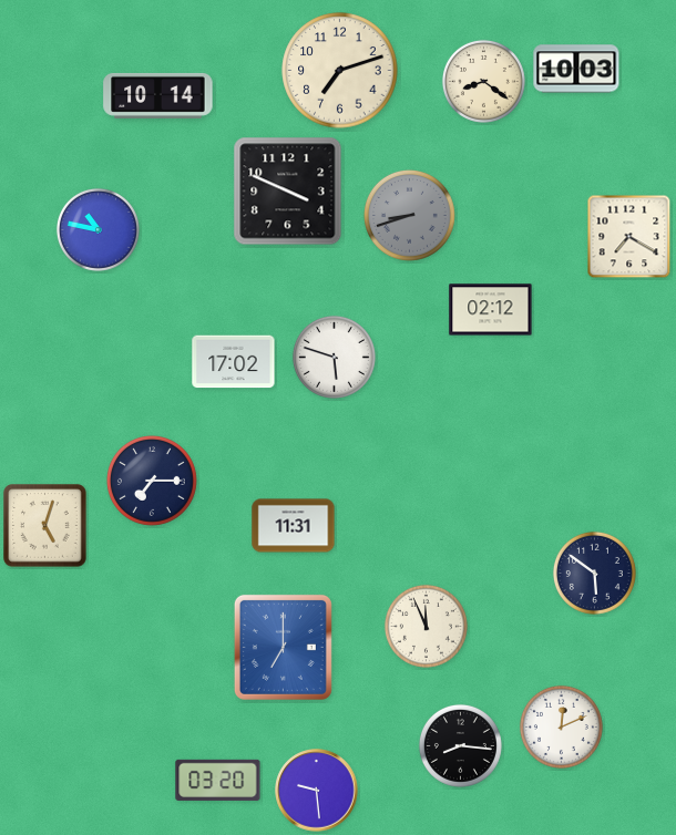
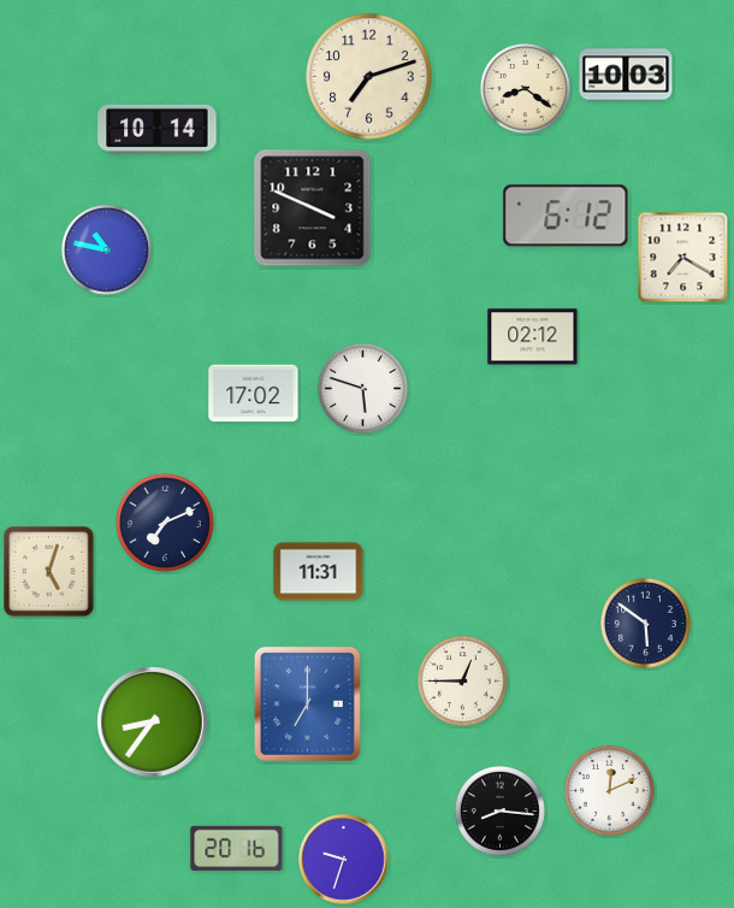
clock at (158, 95) position: (158, 95) -> (158, 129)
clock at (566, 216): none -> 6:12
clock at (409, 215): 8:42 -> none
clock at (152, 481): 7:15 -> 7:11
clock at (426, 626): 11:56 -> 12:45
clock at (153, 723): none -> 8:36
clock at (218, 780): 03:20 -> 20:16
clock at (317, 791): 9:29 -> 9:33
